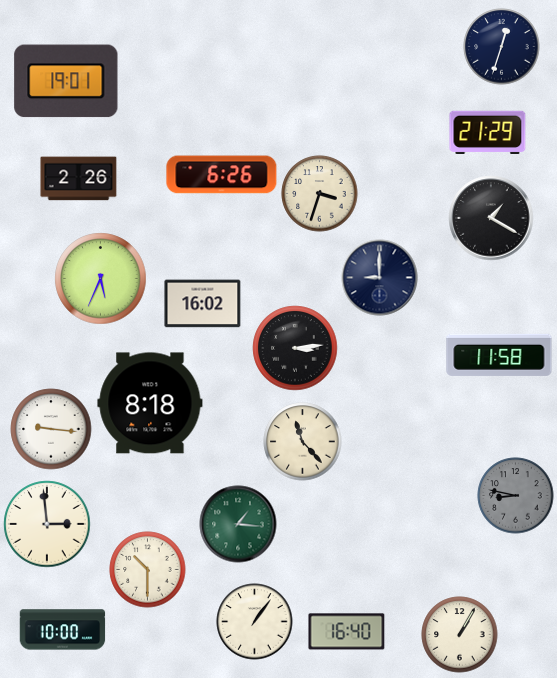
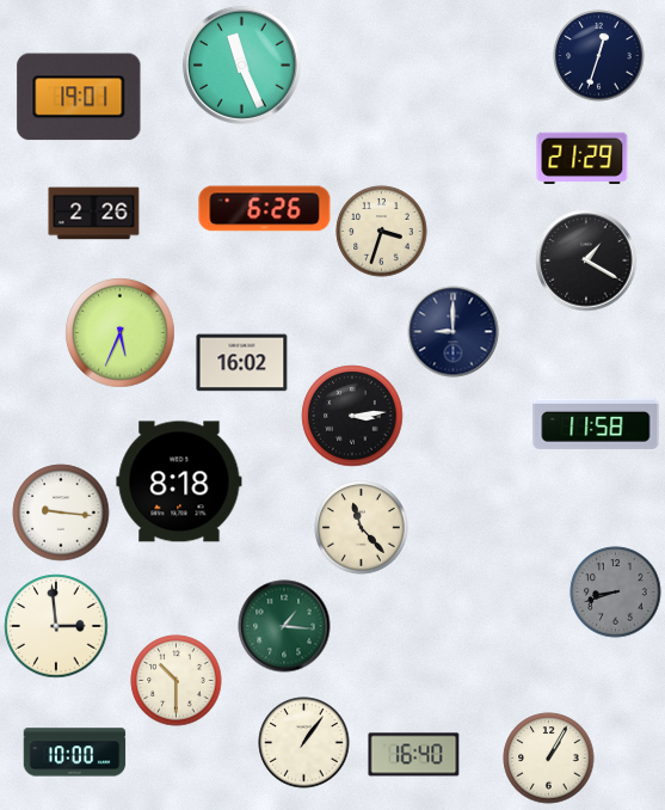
clock at (241, 65): none -> 11:26
clock at (516, 496): 8:47 -> 8:42
